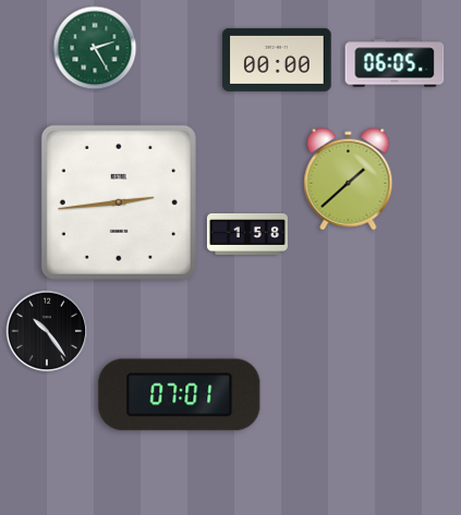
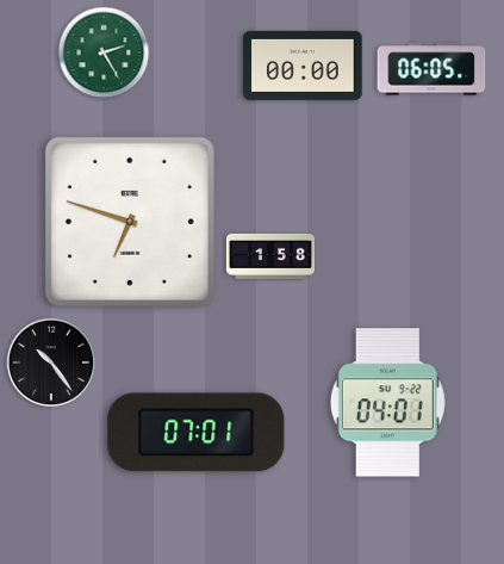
clock at (349, 180): 1:38 -> none
clock at (119, 203): 2:44 -> 6:48
clock at (387, 403): none -> 04:01
